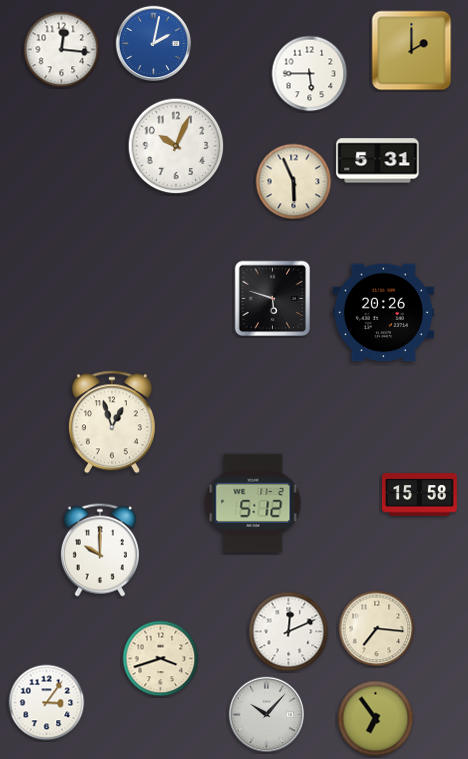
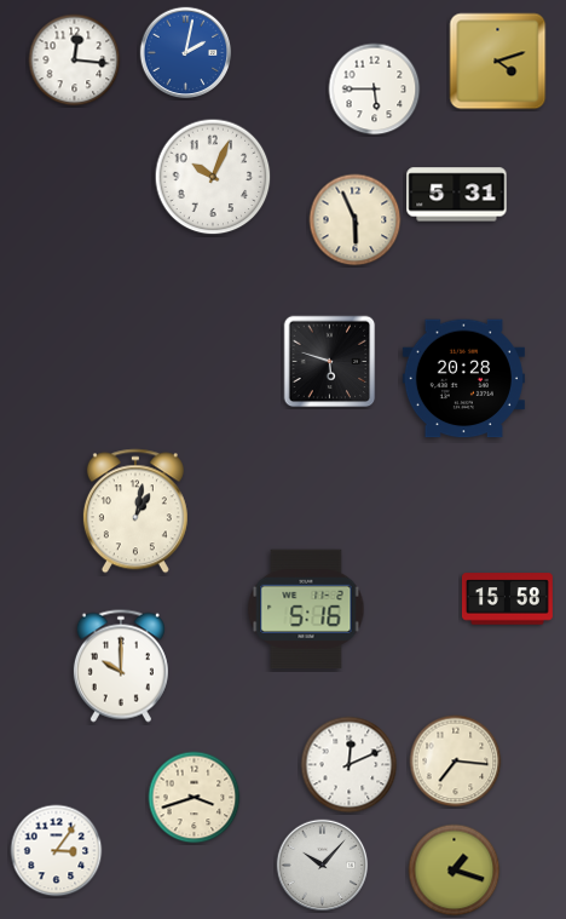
clock at (412, 51): 2:00 -> 4:12
clock at (383, 313): 20:26 -> 20:28
clock at (112, 422): 12:57 -> 1:02
clock at (253, 503): 5:12 -> 5:16
clock at (376, 719): 6:54 -> 1:18
